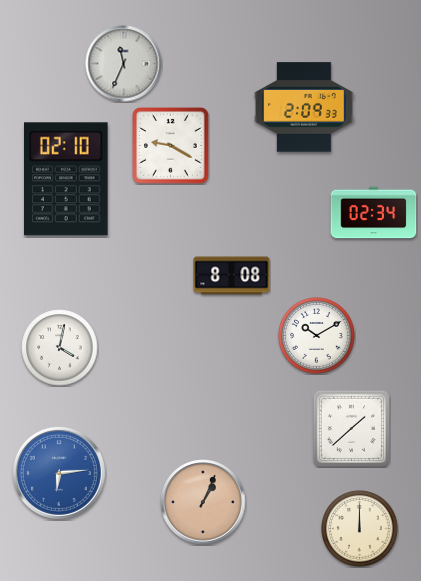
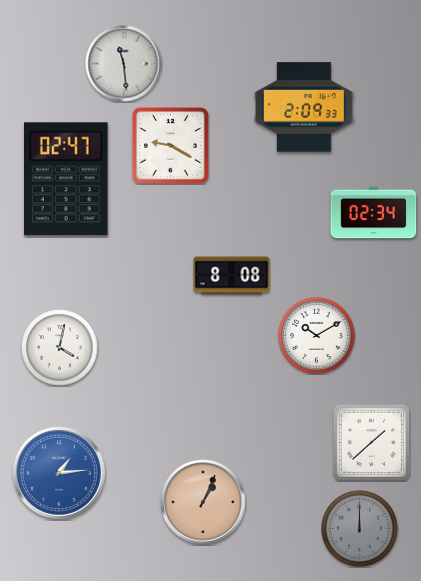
clock at (124, 64): 11:34 -> 11:29
clock at (67, 179): 02:10 -> 02:47
clock at (351, 428) position: (351, 428) -> (371, 442)
clock at (59, 473): 6:14 -> 1:14
clock at (360, 529) dial: cream -> grey
